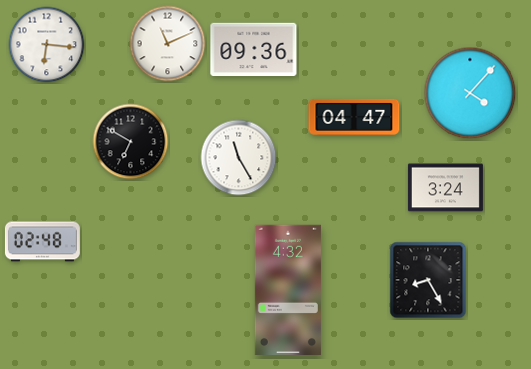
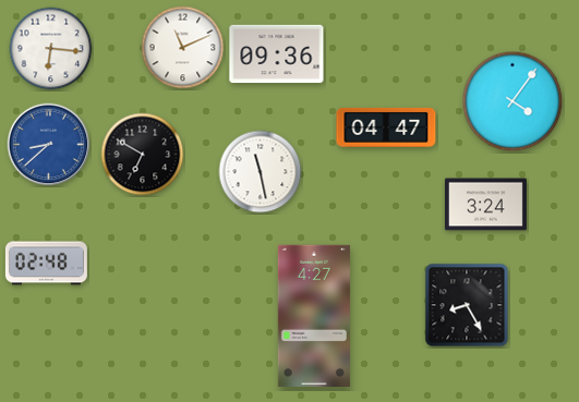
clock at (470, 93): 4:07 -> 4:06
clock at (49, 145): none -> 8:38
clock at (239, 158): 11:25 -> 11:28
clock at (288, 289): 4:32 -> 4:27
